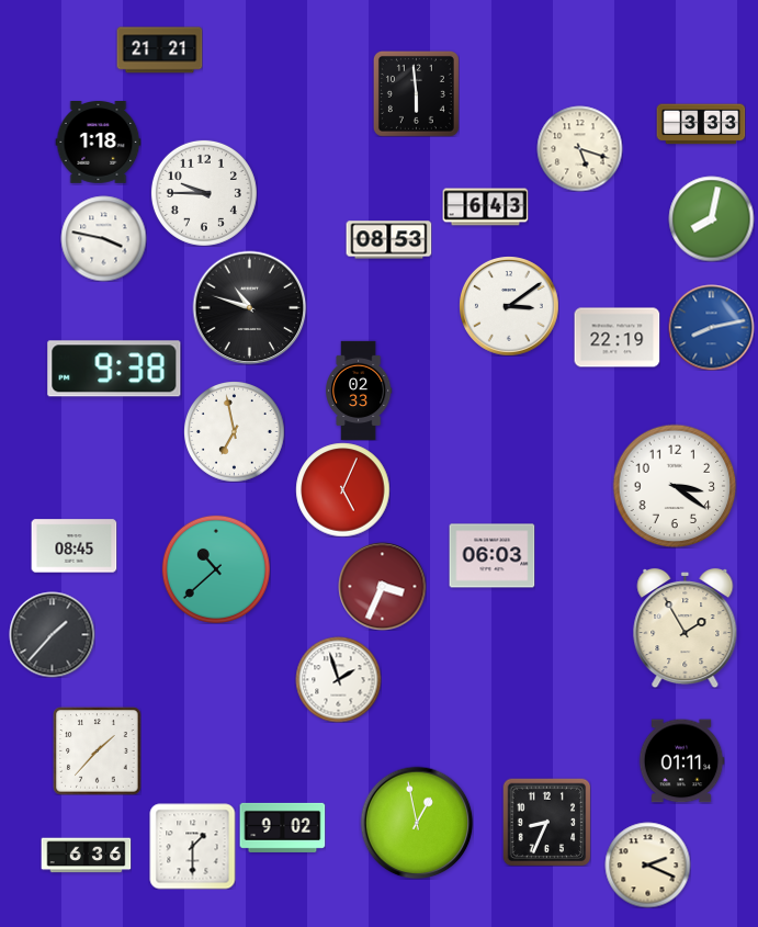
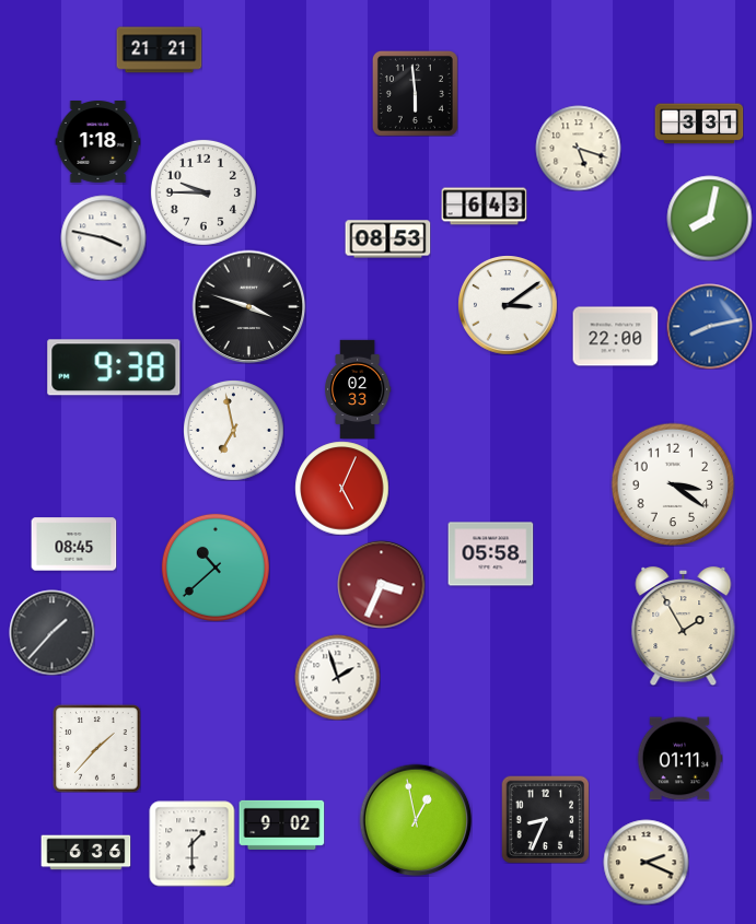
clock at (701, 124): 3:33 -> 3:31
clock at (249, 307): 10:48 -> 3:48
clock at (616, 338): 22:19 -> 22:00
clock at (491, 556): 06:03 -> 05:58
